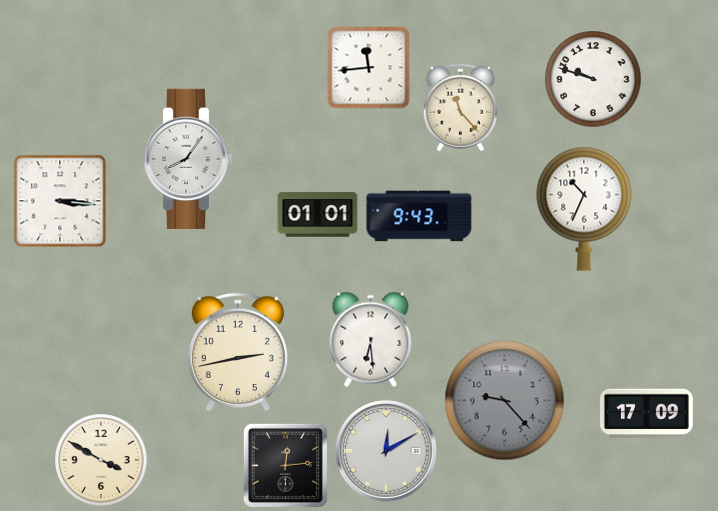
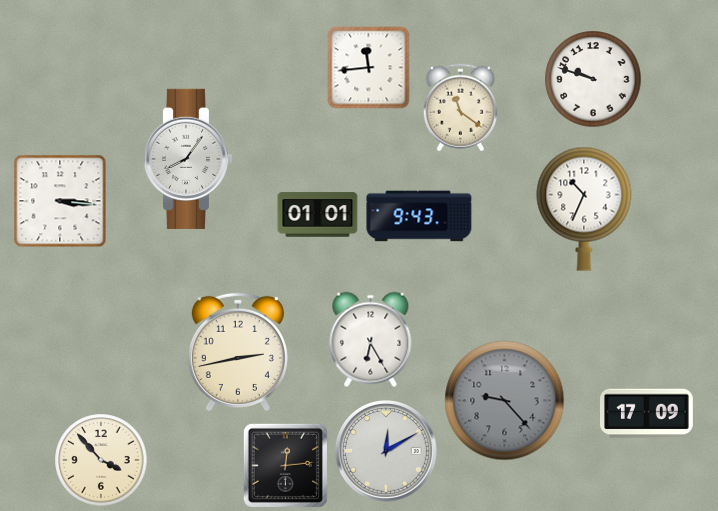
clock at (460, 108): 11:23 -> 11:21
clock at (371, 340): 6:29 -> 6:25
clock at (101, 460): 3:50 -> 3:53
